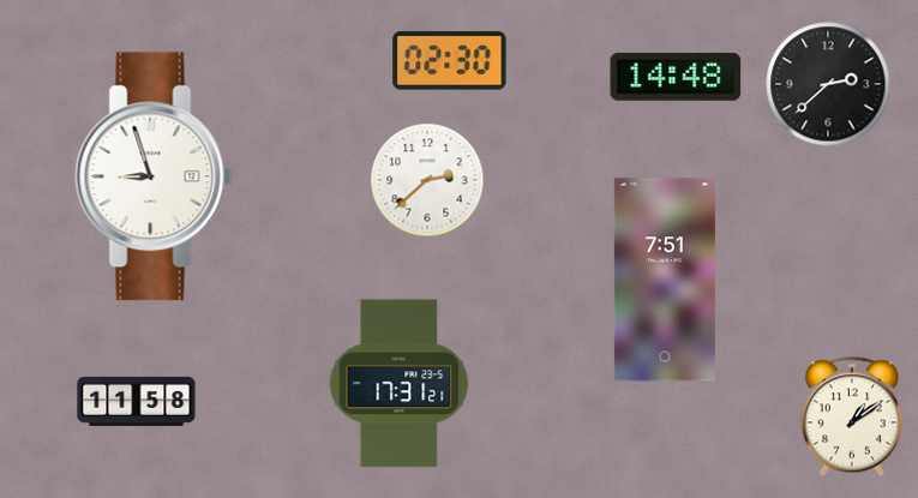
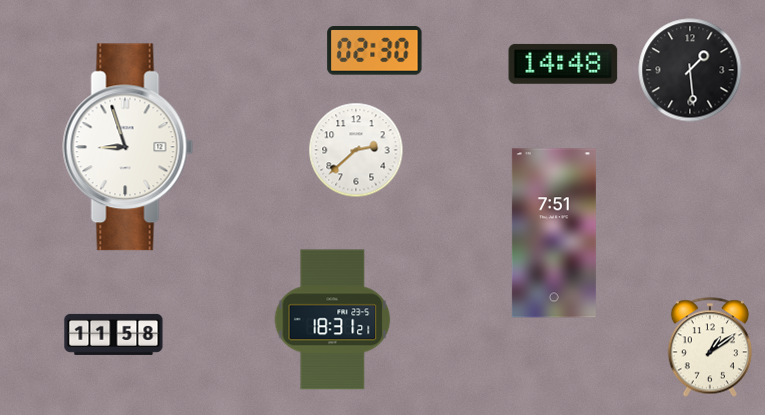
clock at (828, 84): 2:38 -> 1:29
clock at (400, 384): 17:31 -> 18:31
